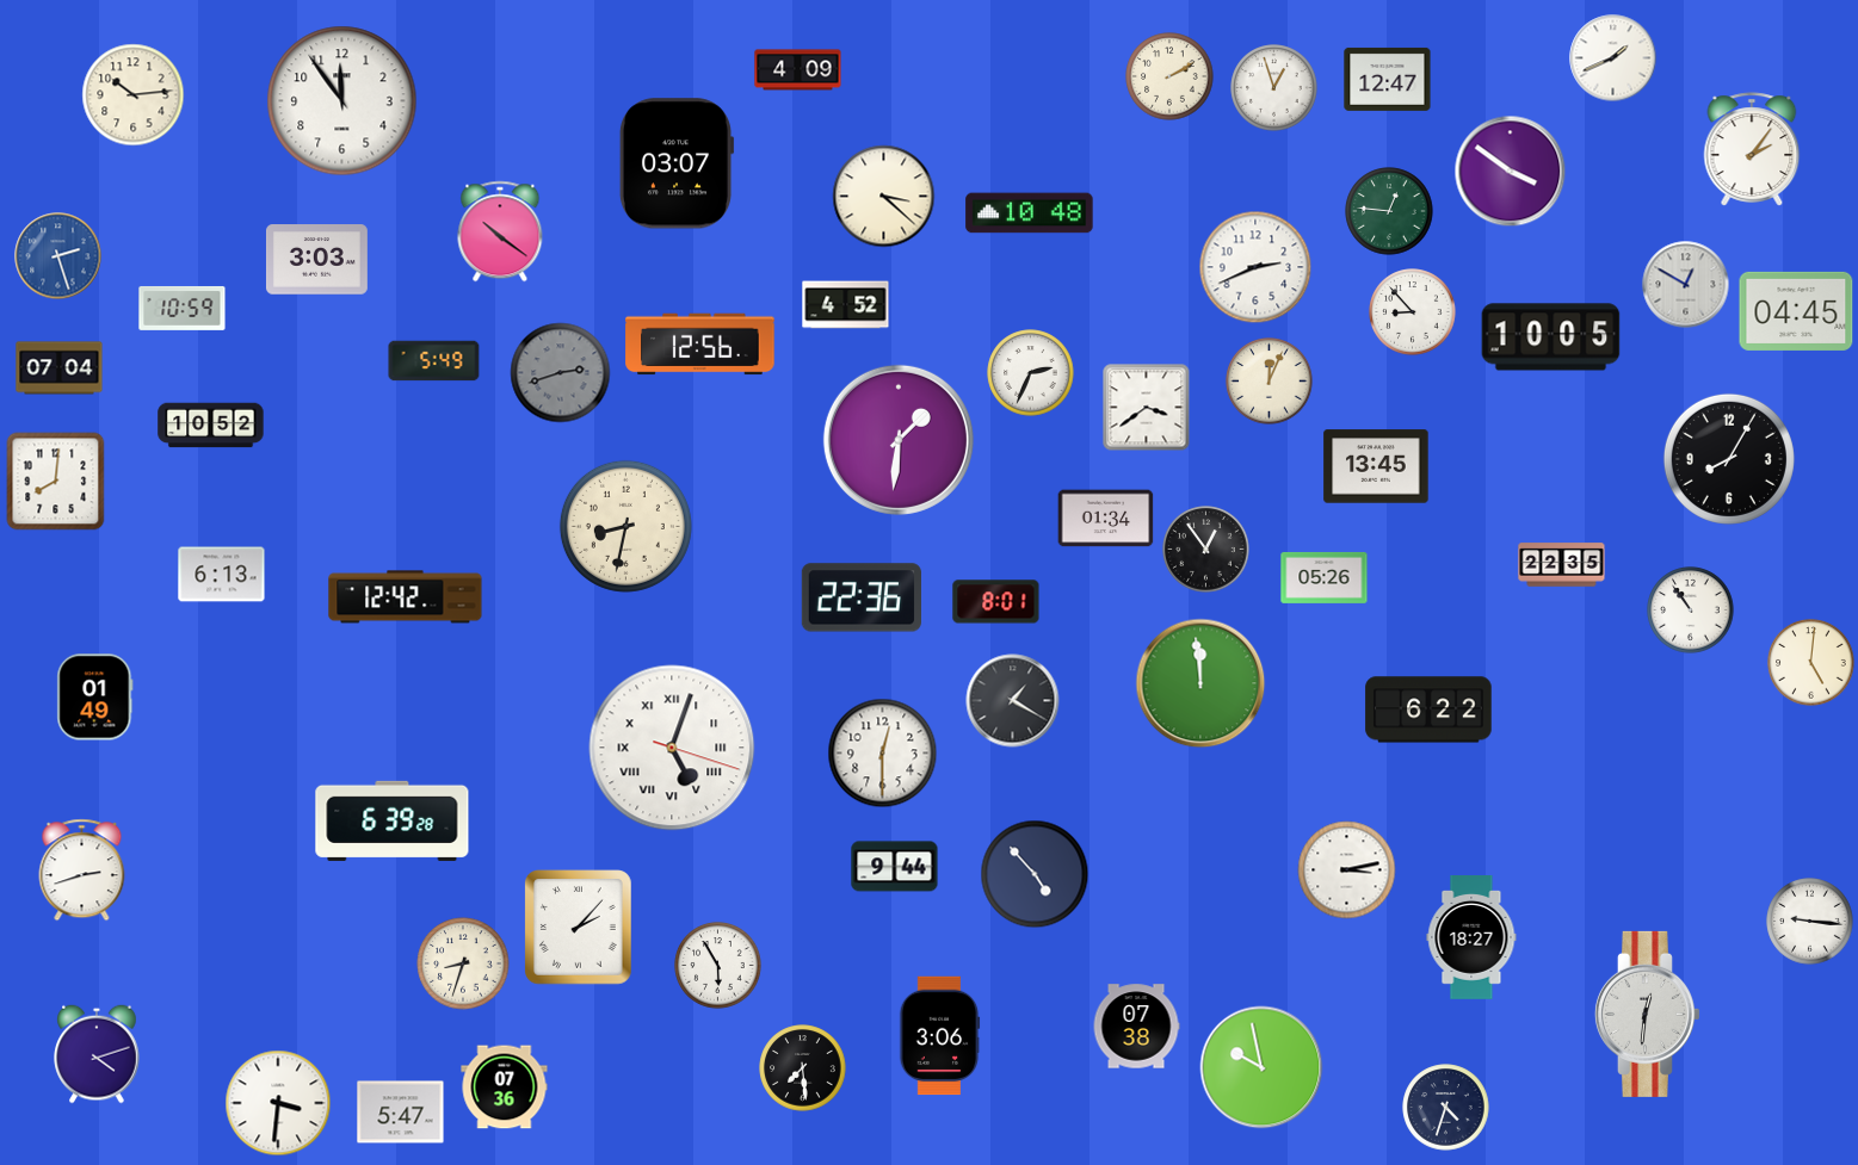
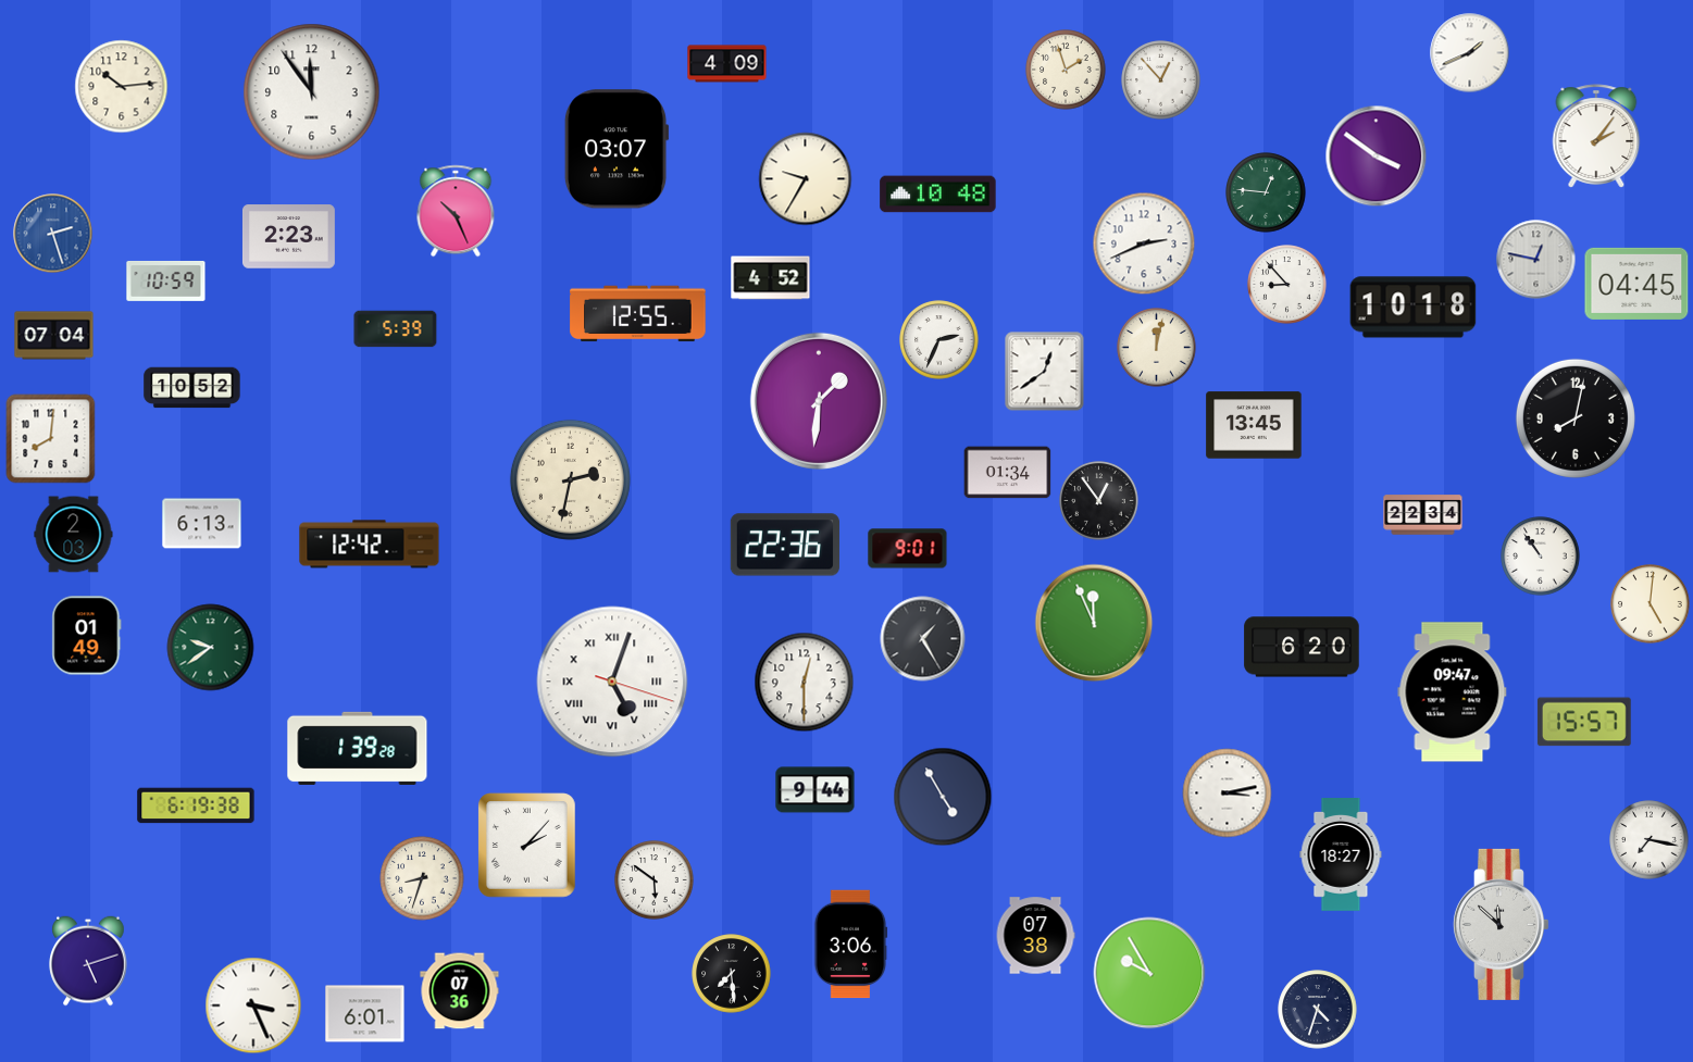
clock at (1169, 76): 2:10 -> 1:57
clock at (1388, 79): 12:47 -> none
clock at (1274, 88): 12:57 -> 12:53
clock at (884, 197): 3:22 -> 9:35
clock at (500, 231): 10:21 -> 10:26
clock at (316, 260): 3:03 -> 2:23
clock at (1686, 285): 12:50 -> 12:47
clock at (1551, 337): 10:05 -> 10:18
clock at (700, 345): 12:56 -> 12:55
clock at (434, 361): 5:49 -> 5:39
clock at (561, 373): 2:42 -> none
clock at (1270, 382): 12:04 -> 12:02
clock at (1147, 408): 3:39 -> 12:39
clock at (1729, 459): 8:05 -> 8:02
clock at (625, 526): 8:32 -> 2:32
clock at (1562, 565): 22:35 -> 22:34
clock at (1325, 577): 05:26 -> none
clock at (74, 535): none -> 2:03
clock at (996, 602): 8:01 -> 9:01
clock at (1200, 683): 11:59 -> 11:56
clock at (1013, 701): 1:20 -> 1:25
clock at (1428, 709): 6:22 -> 6:20
clock at (211, 648): none -> 9:39
clock at (883, 754) position: (883, 754) -> (805, 683)
clock at (1453, 692): none -> 09:47
clock at (1584, 722): none -> 15:57
clock at (393, 820): 6:39 -> 1:39
clock at (82, 870): 2:42 -> none
clock at (1035, 874): 4:53 -> 4:55
clock at (196, 805): none -> 6:19
clock at (1810, 922): 9:16 -> 7:17
clock at (718, 966): 5:55 -> 5:51
clock at (1647, 1014): 12:31 -> 11:52
clock at (939, 1036) position: (939, 1036) -> (850, 945)
clock at (97, 1054): 4:12 -> 5:12
clock at (1261, 1067): 9:58 -> 9:55
clock at (278, 1103): 3:31 -> 3:26
clock at (401, 1113): 5:47 -> 6:01
